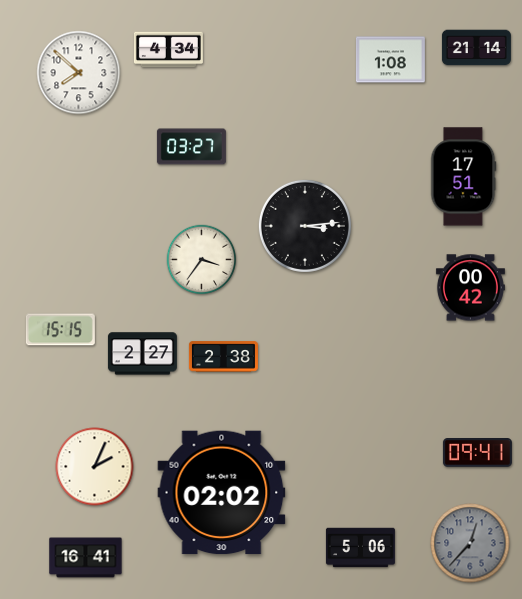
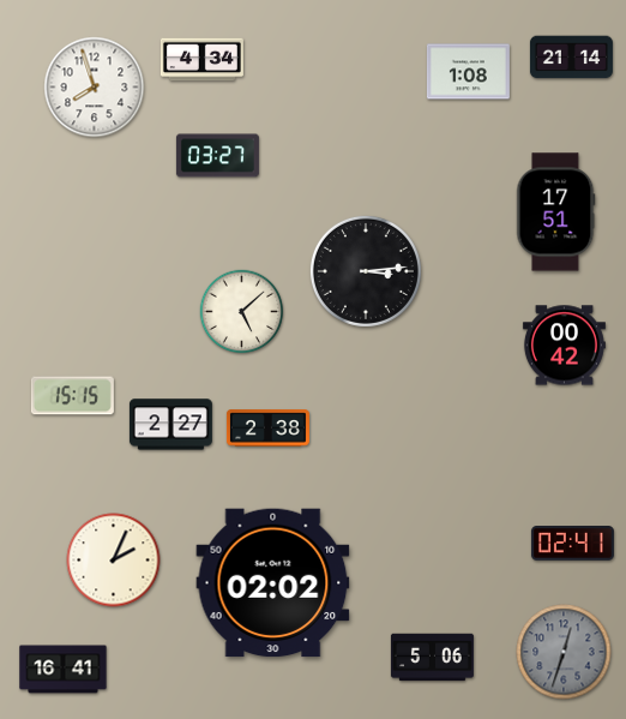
clock at (79, 73): 7:52 -> 7:57
clock at (191, 147) position: (191, 147) -> (217, 156)
clock at (202, 260): 3:36 -> 5:08
clock at (477, 453): 09:41 -> 02:41
clock at (222, 493) position: (222, 493) -> (273, 583)
clock at (470, 543): 12:37 -> 12:33
clock at (86, 558) position: (86, 558) -> (64, 670)
